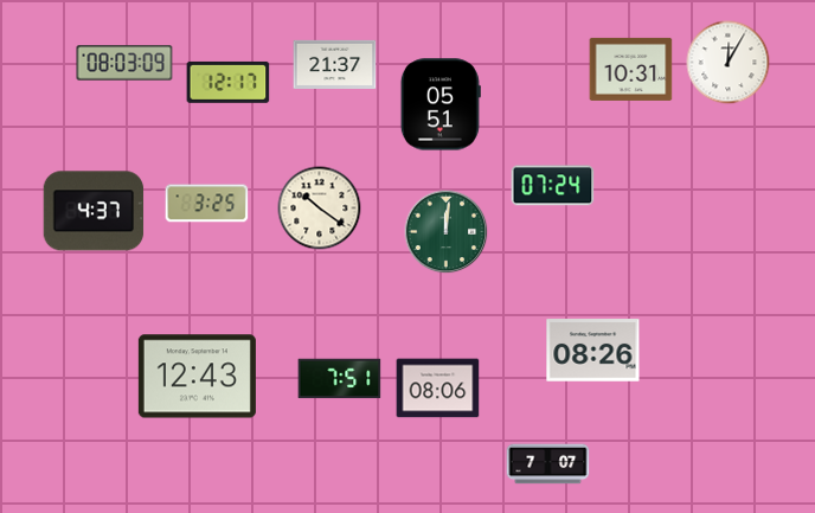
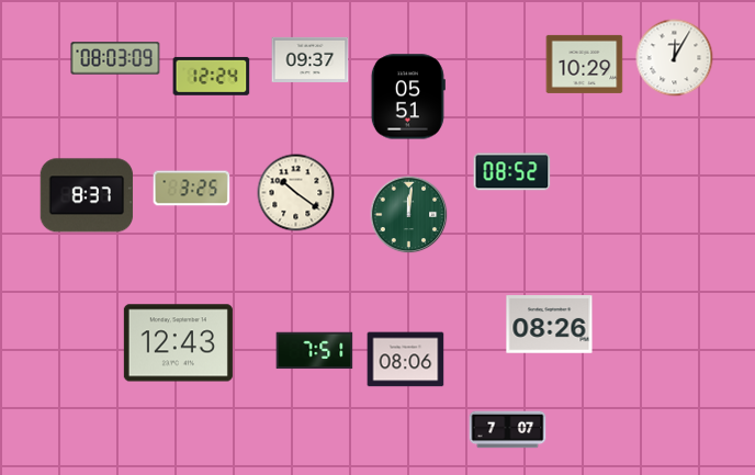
clock at (335, 64): 21:37 -> 09:37
clock at (631, 69): 10:31 -> 10:29
clock at (229, 82): 12:17 -> 12:24
clock at (553, 186): 07:24 -> 08:52
clock at (94, 211): 4:37 -> 8:37
clock at (447, 232) position: (447, 232) -> (409, 215)
clock at (197, 377) position: (197, 377) -> (178, 343)
